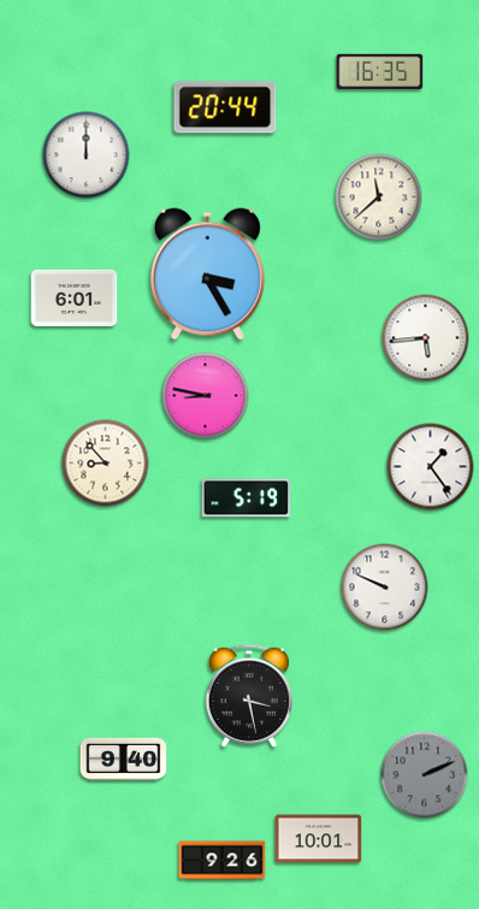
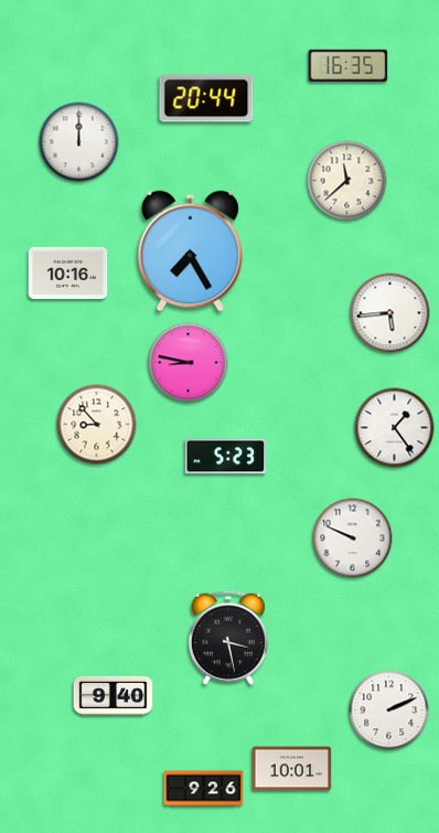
clock at (207, 275): 3:25 -> 7:25
clock at (75, 297): 6:01 -> 10:16
clock at (426, 338) position: (426, 338) -> (390, 313)
clock at (247, 498): 5:19 -> 5:23
clock at (425, 775) dial: grey -> white
